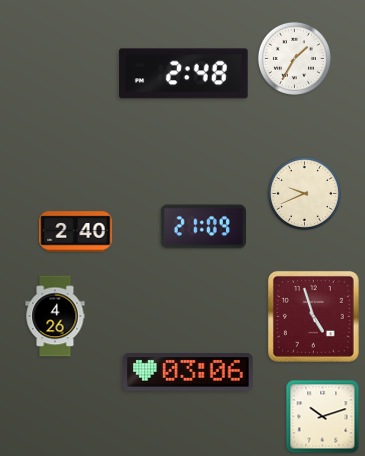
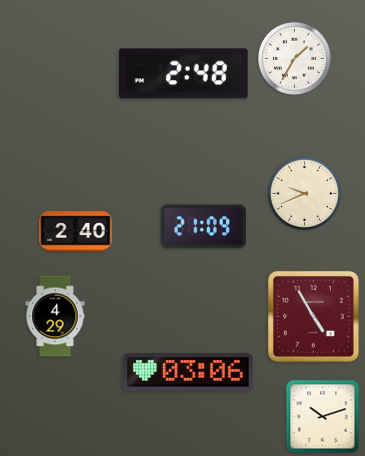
clock at (55, 316): 4:26 -> 4:29
clock at (313, 316): 4:57 -> 4:55
